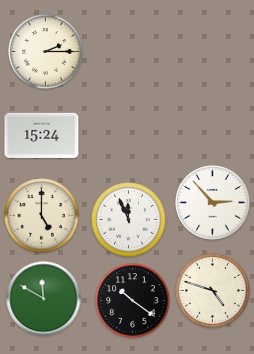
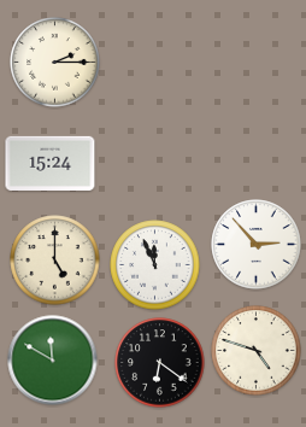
clock at (42, 216) position: (42, 216) -> (55, 261)
clock at (133, 301): 10:21 -> 6:21
